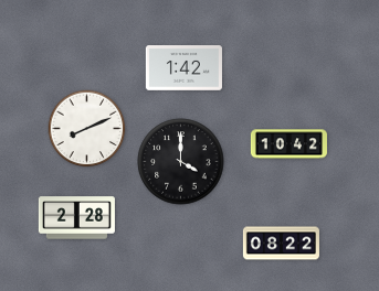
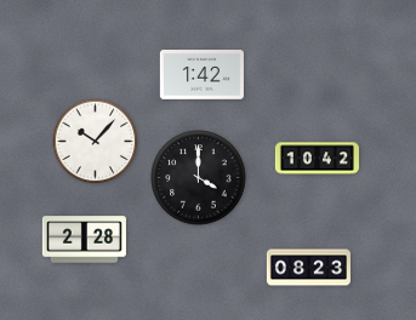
clock at (87, 129): 8:11 -> 10:07
clock at (281, 244): 08:22 -> 08:23
